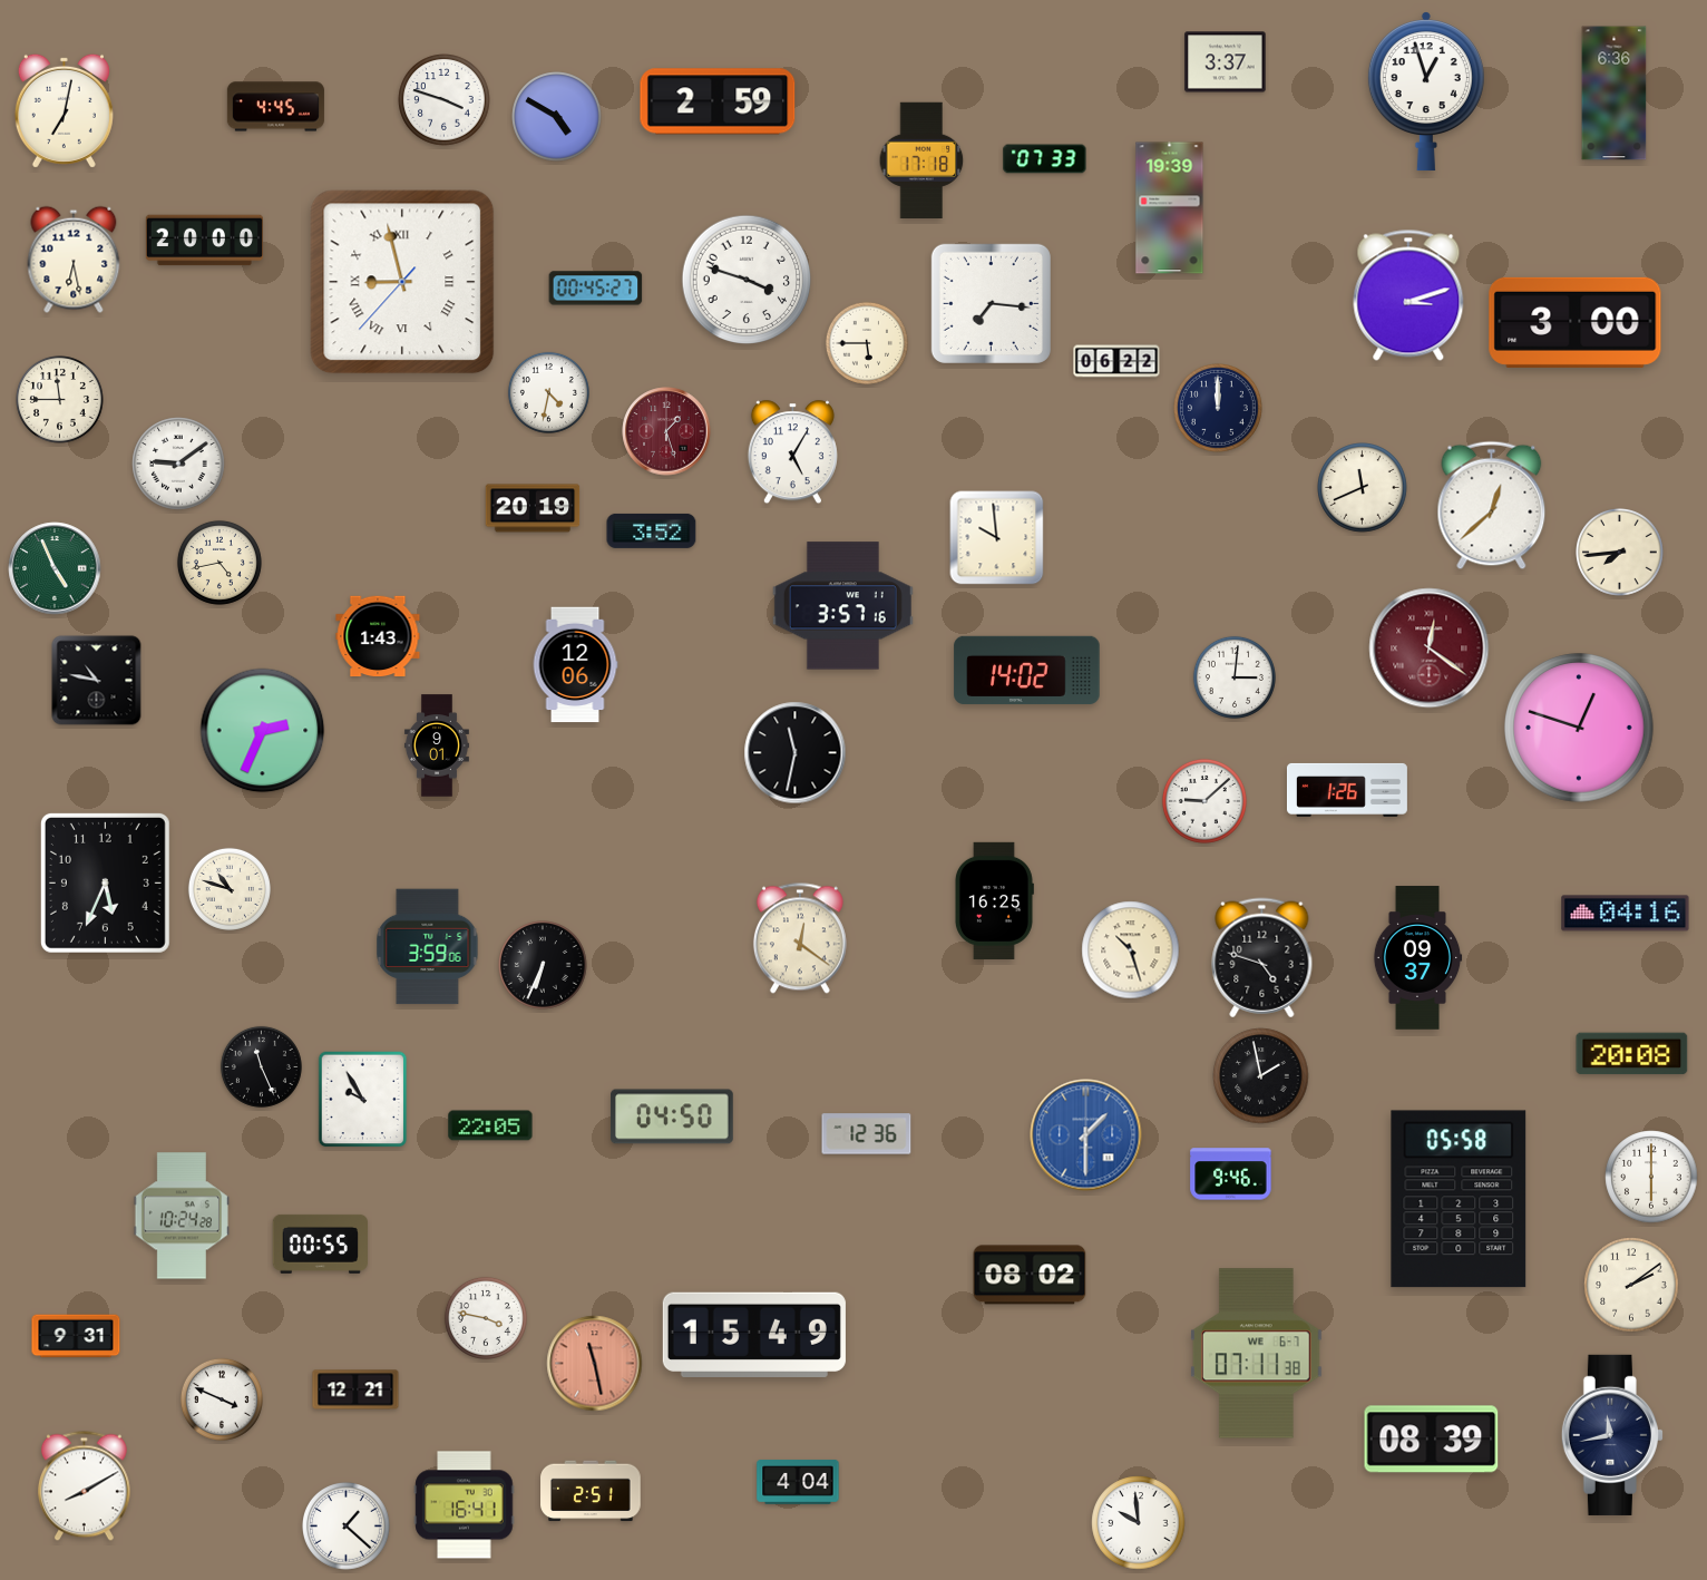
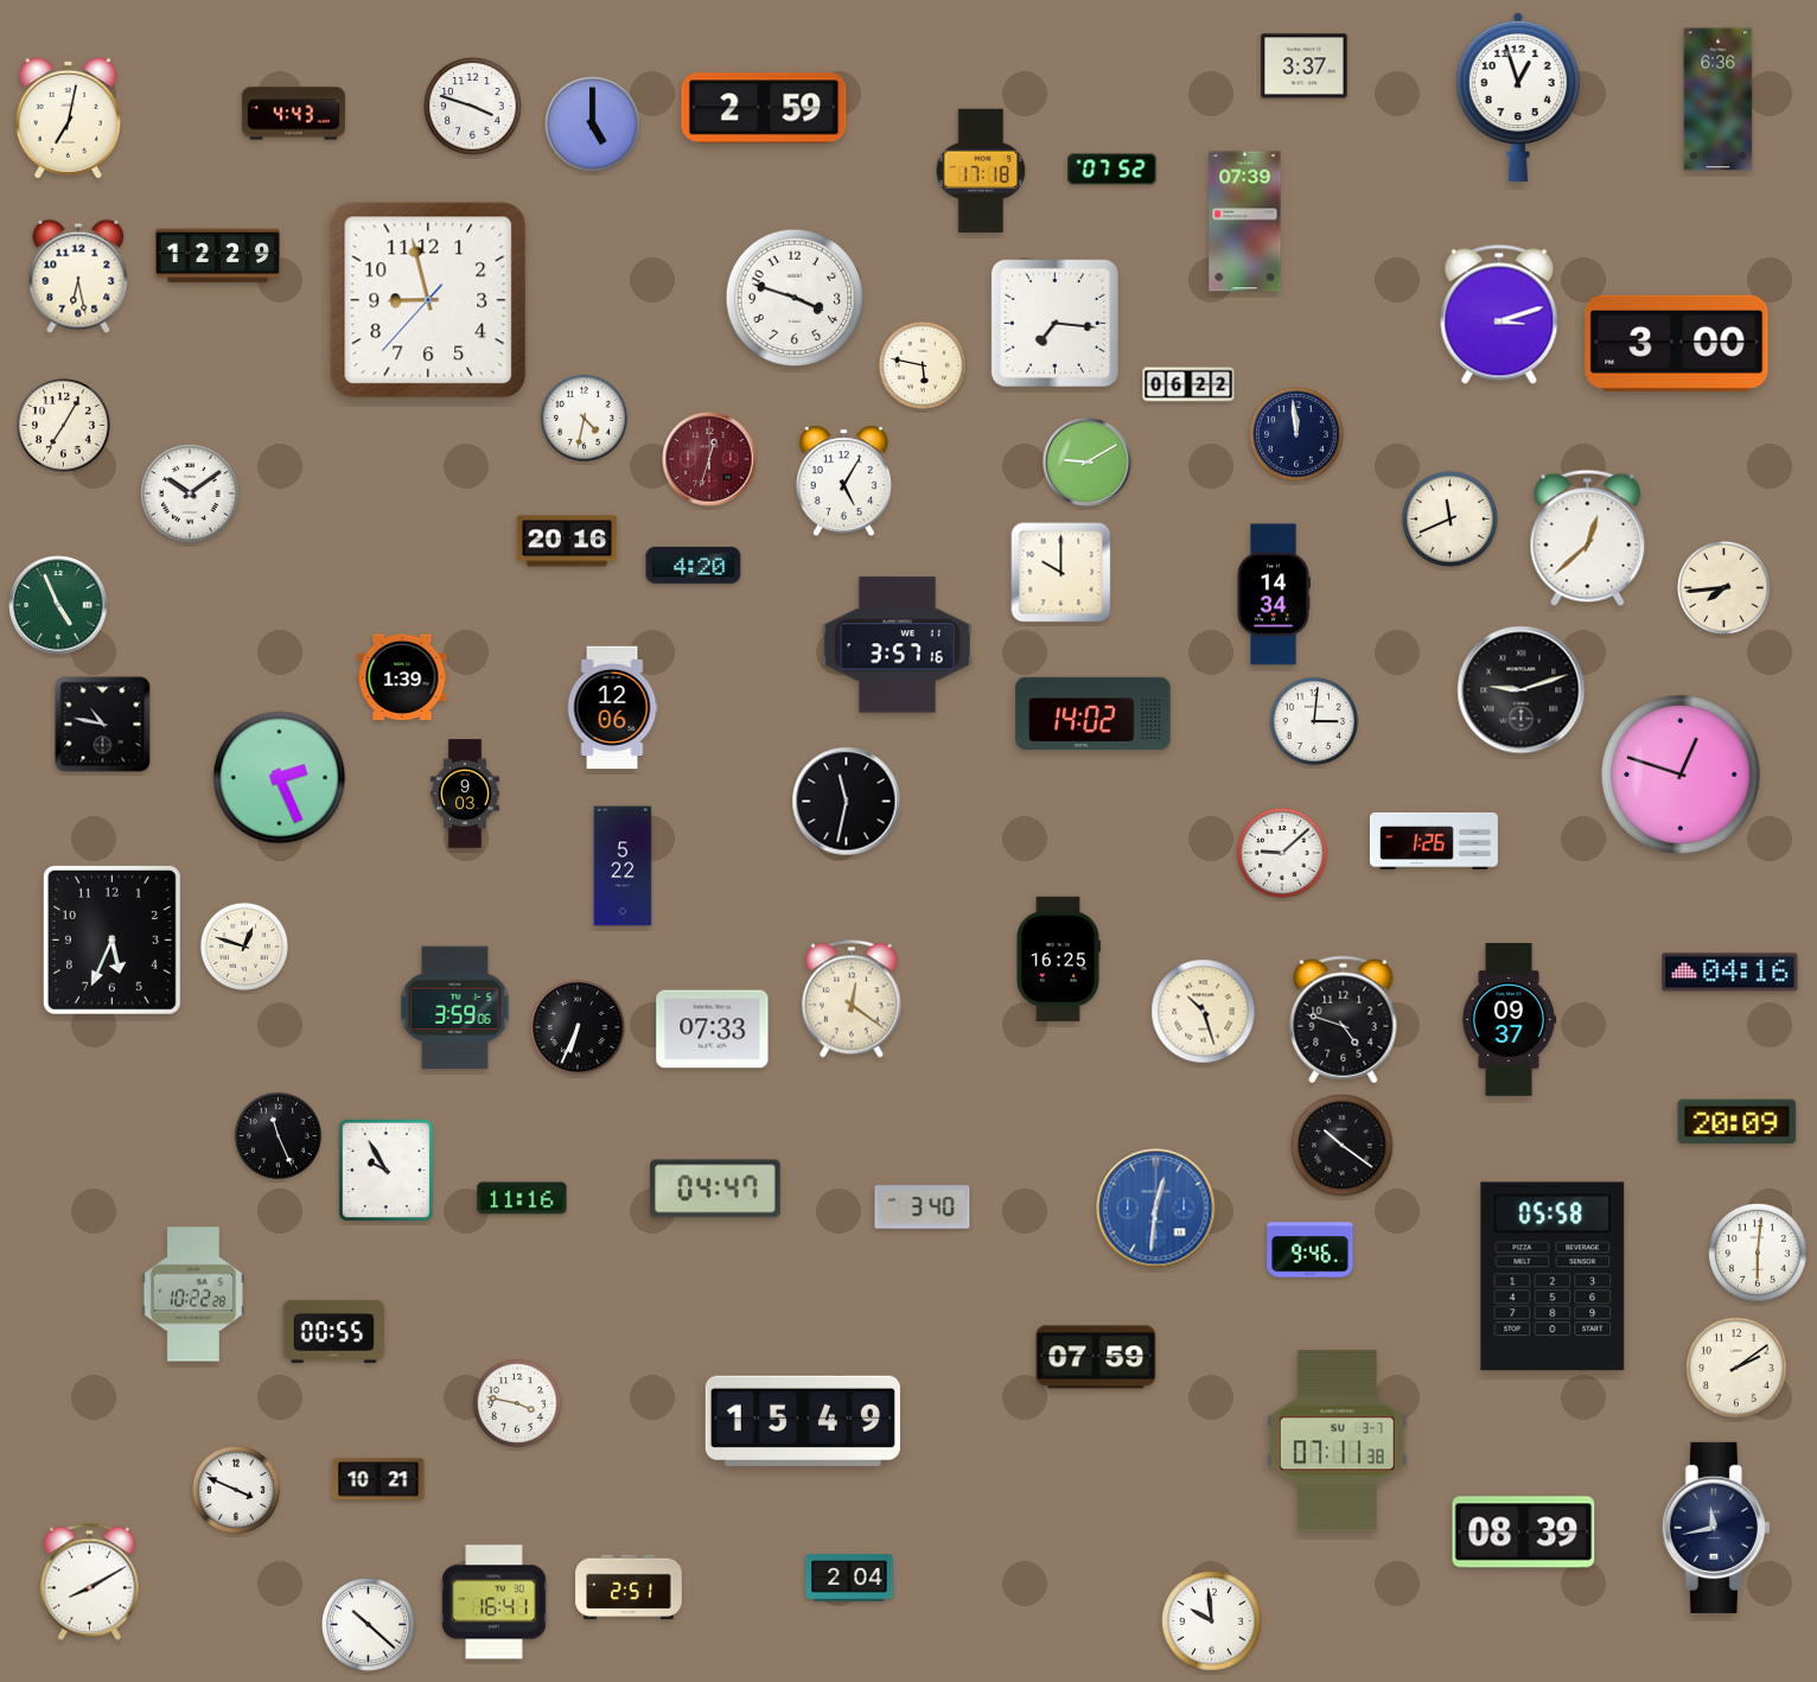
clock at (275, 107): 4:45 -> 4:43
clock at (557, 117): 4:50 -> 5:00
clock at (1045, 159): 07:33 -> 07:52
clock at (1170, 208): 19:39 -> 07:39
clock at (204, 241): 20:00 -> 12:29
clock at (402, 282) numerals: Roman -> Arabic
clock at (596, 289): 00:45 -> none
clock at (867, 343): 5:45 -> 5:47
clock at (60, 400): 11:45 -> 7:05
clock at (1219, 409): 12:00 -> 11:59
clock at (666, 431): 1:27 -> 12:33
clock at (1088, 463): none -> 9:10
clock at (178, 464): 9:09 -> 10:09
clock at (533, 508): 20:19 -> 20:16
clock at (652, 530): 3:52 -> 4:20
clock at (997, 538): 9:59 -> 10:00
clock at (1274, 594): none -> 14:34
clock at (220, 563): 4:43 -> none
clock at (378, 636): 1:43 -> 1:39
clock at (1430, 648): 12:21 -> 9:12
clock at (1430, 648) dial: burgundy -> black
clock at (263, 731): 2:34 -> 2:26
clock at (437, 745): 9:01 -> 9:03
clock at (623, 866): none -> 5:22
clock at (230, 889): 10:48 -> 12:48
clock at (713, 1030): none -> 07:33
clock at (1632, 1054): 20:08 -> 20:09
clock at (1261, 1076): 1:58 -> 10:21
clock at (672, 1116): 04:50 -> 04:47
clock at (490, 1125): 22:05 -> 11:16
clock at (867, 1134): 12:36 -> 3:40
clock at (1086, 1135): 1:30 -> 12:31
clock at (1651, 1177): 6:00 -> 6:01
clock at (182, 1216): 10:24 -> 10:22
clock at (320, 1243) position: (320, 1243) -> (333, 1331)
clock at (1030, 1275): 08:02 -> 07:59
clock at (76, 1336): 9:31 -> none
clock at (1256, 1354) date: WE 6-7 -> SU 3-7
clock at (595, 1364): 11:28 -> none
clock at (355, 1389): 12:21 -> 10:21
clock at (798, 1482): 4:04 -> 2:04
clock at (347, 1527): 1:22 -> 10:22
